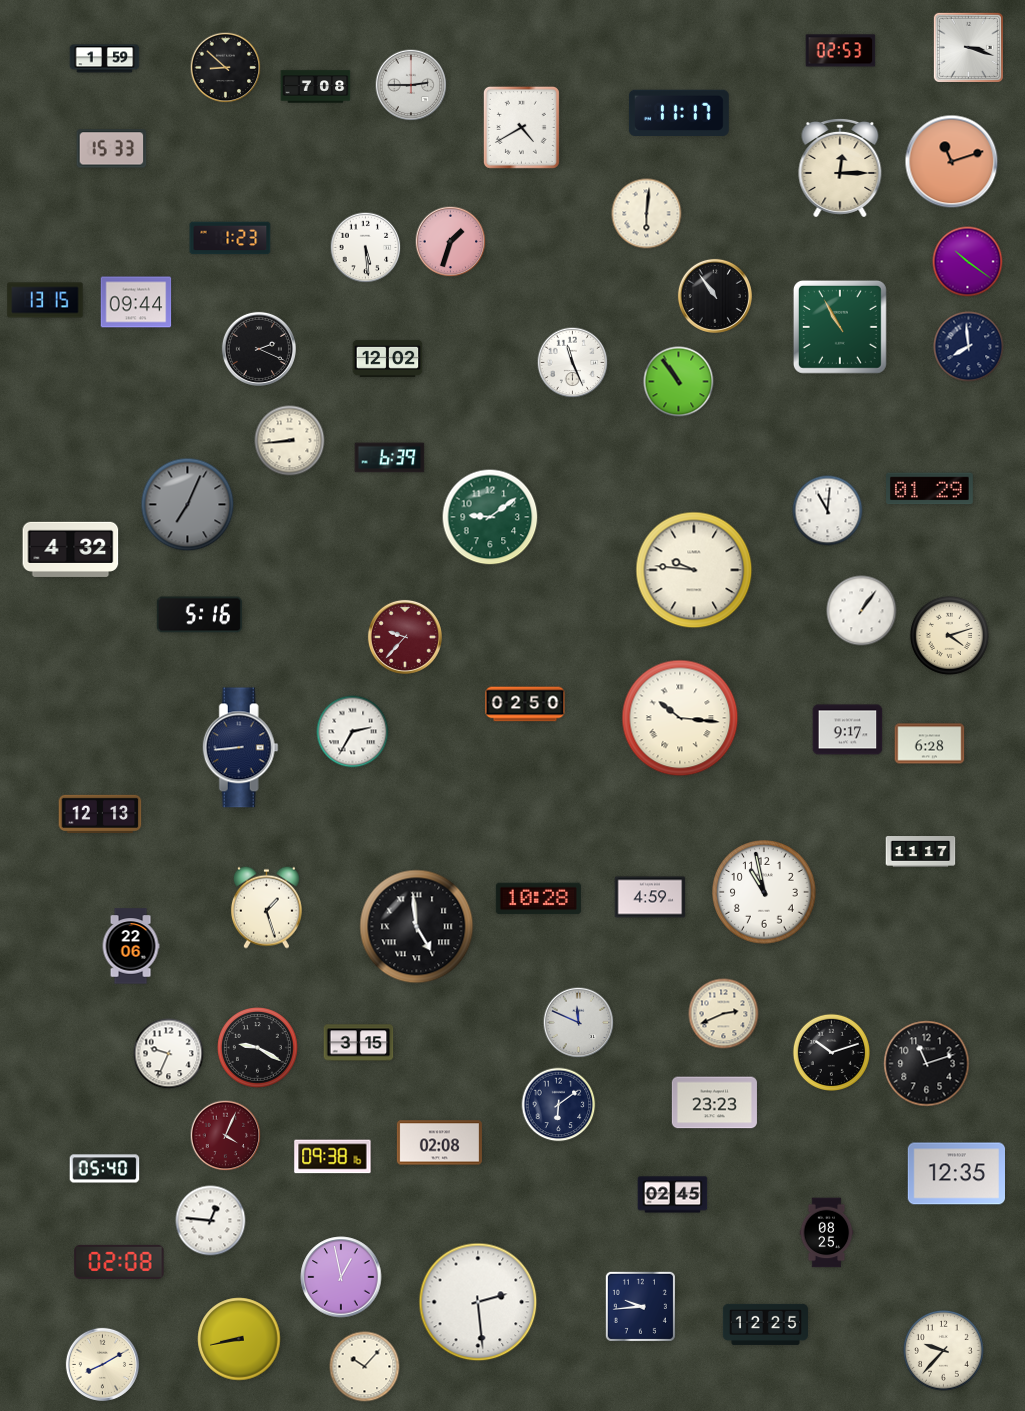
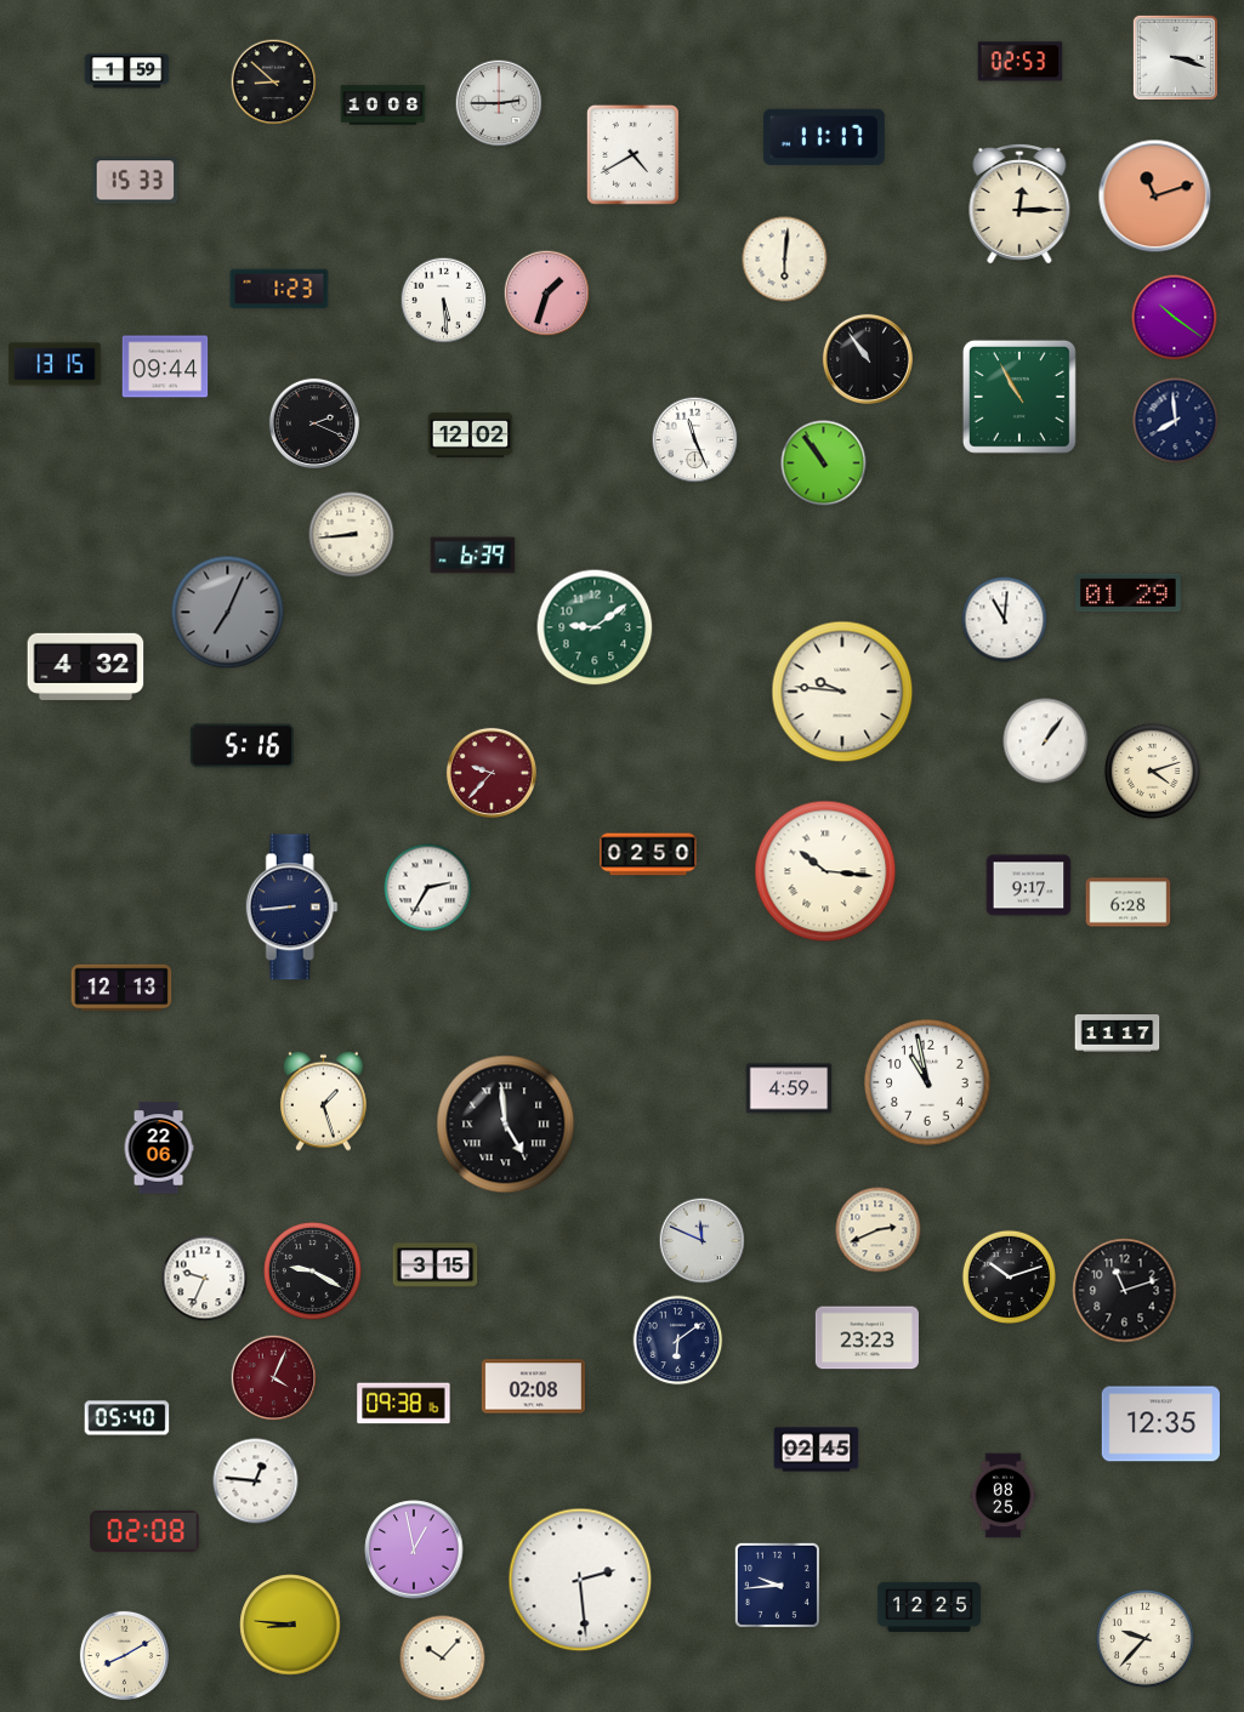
clock at (316, 87): 7:08 -> 10:08
clock at (525, 704) position: (525, 704) -> (648, 854)
clock at (538, 899): 10:28 -> none
clock at (239, 1339): 8:43 -> 8:46
